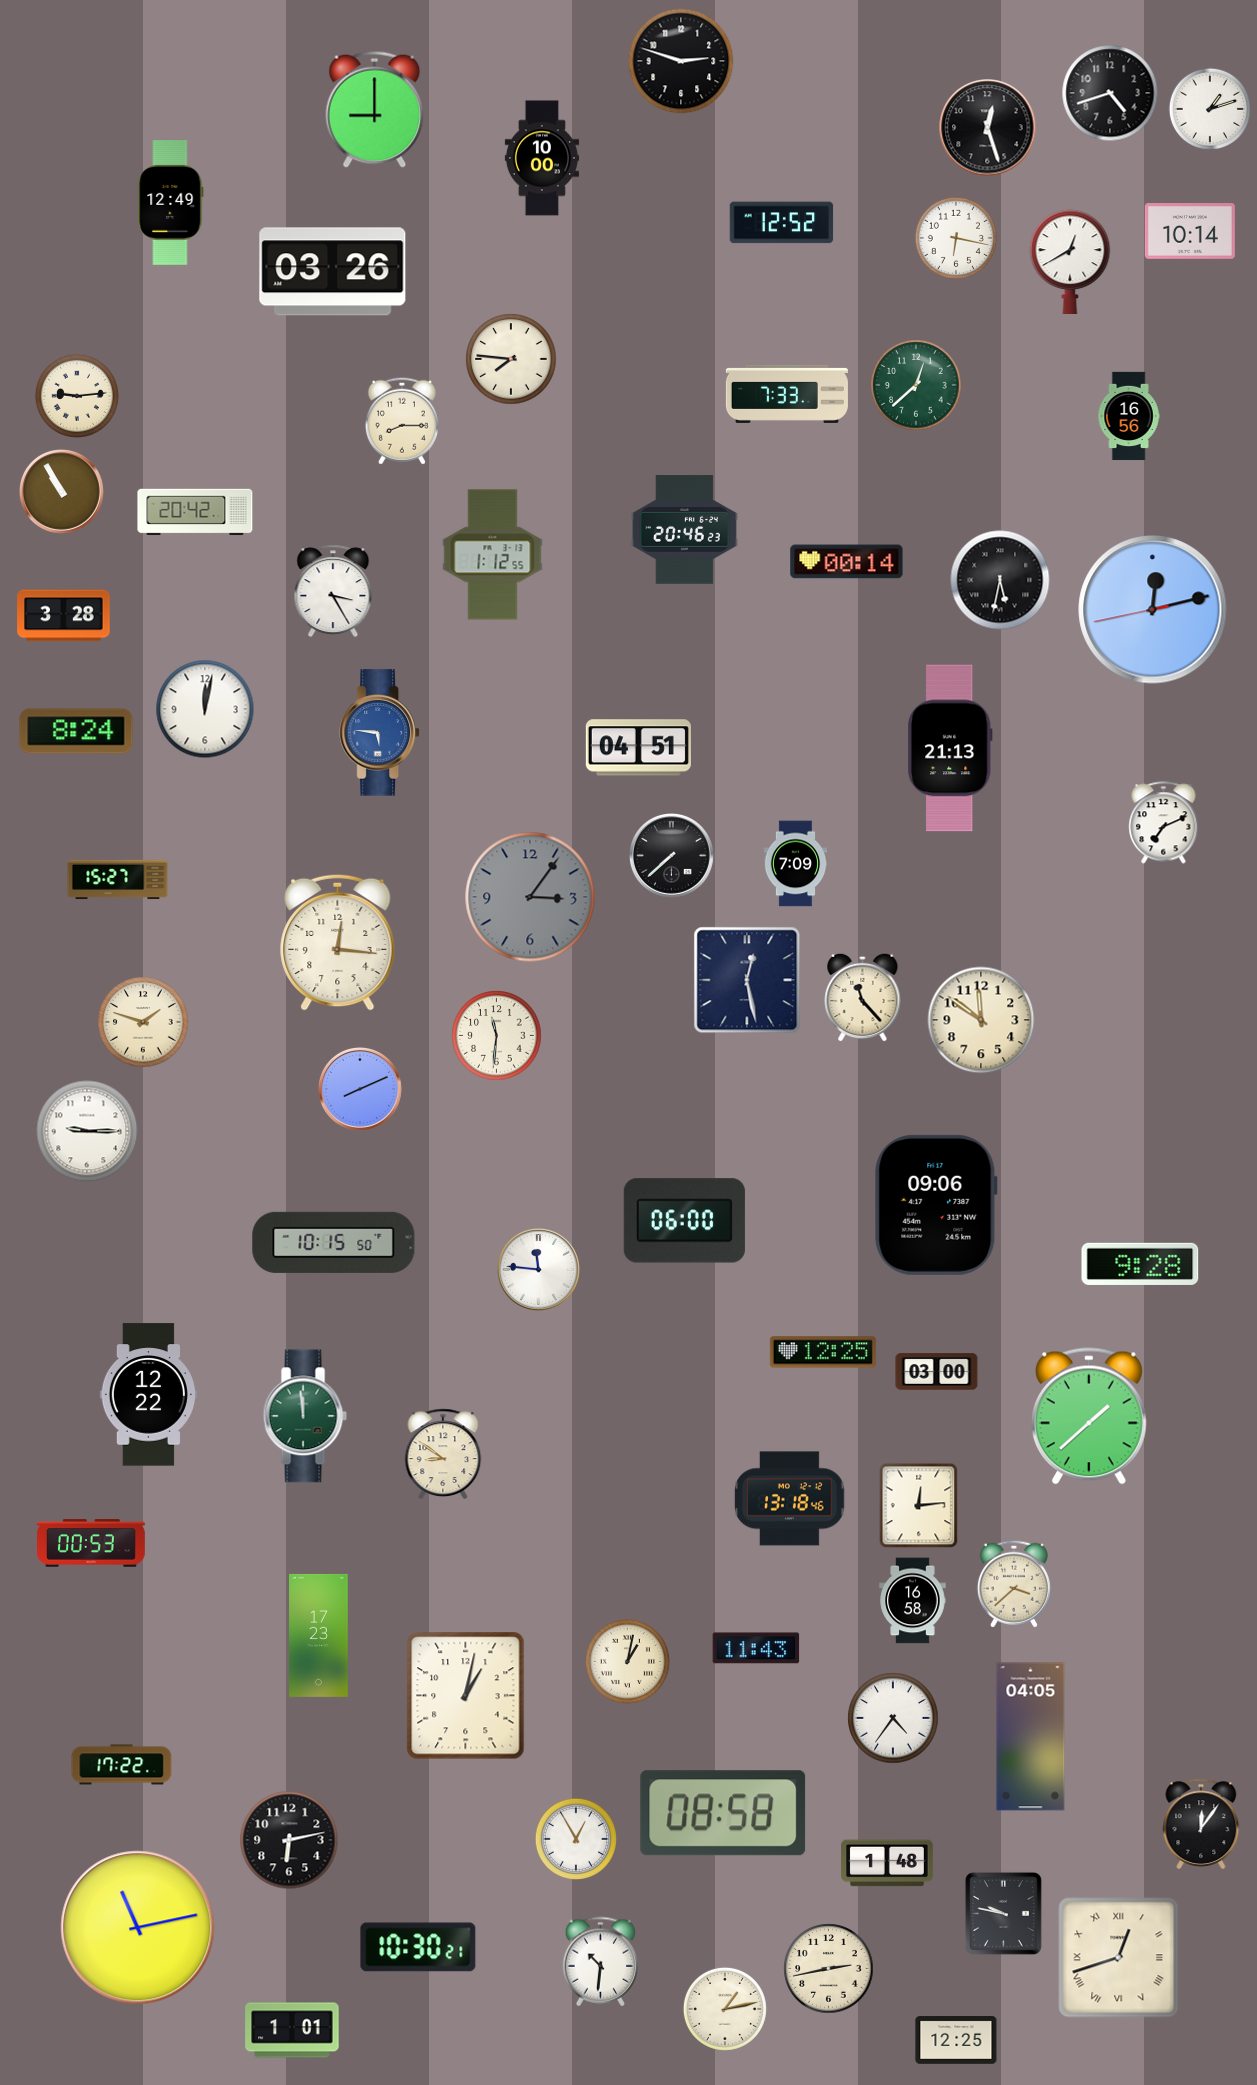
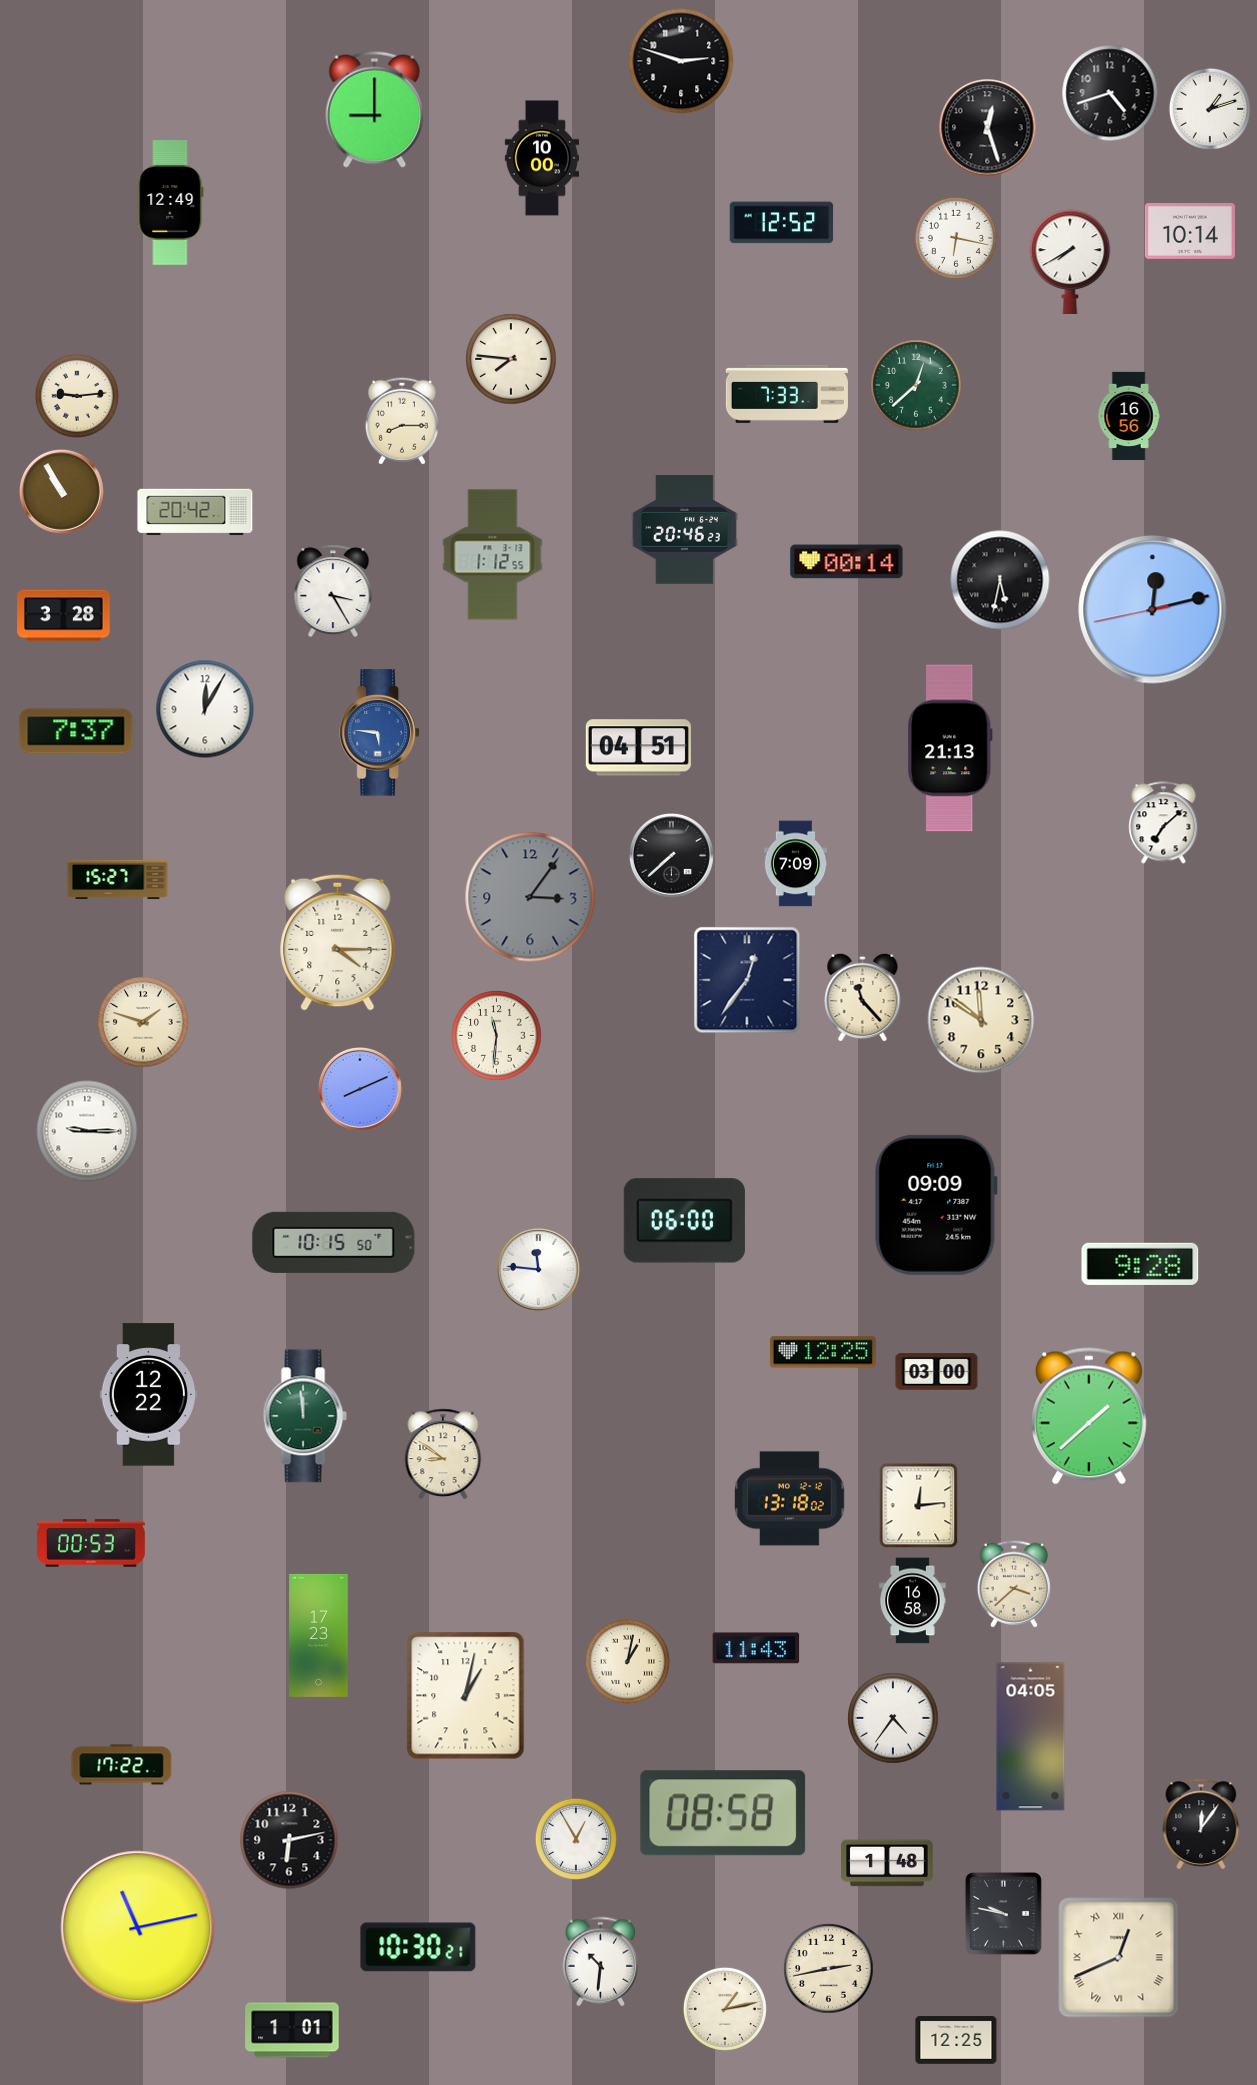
clock at (1070, 261): 12:40 -> 7:40
clock at (333, 272): 03:26 -> none
clock at (205, 709): 12:02 -> 12:05
clock at (76, 731): 8:24 -> 7:37
clock at (1164, 823): 7:11 -> 7:08
clock at (338, 942): 12:16 -> 4:15
clock at (747, 980): 12:28 -> 12:36
clock at (936, 1205): 09:06 -> 09:09
clock at (790, 1499): 13:18:46 -> 13:18:02
clock at (1119, 1958): 12:42 -> 12:41
